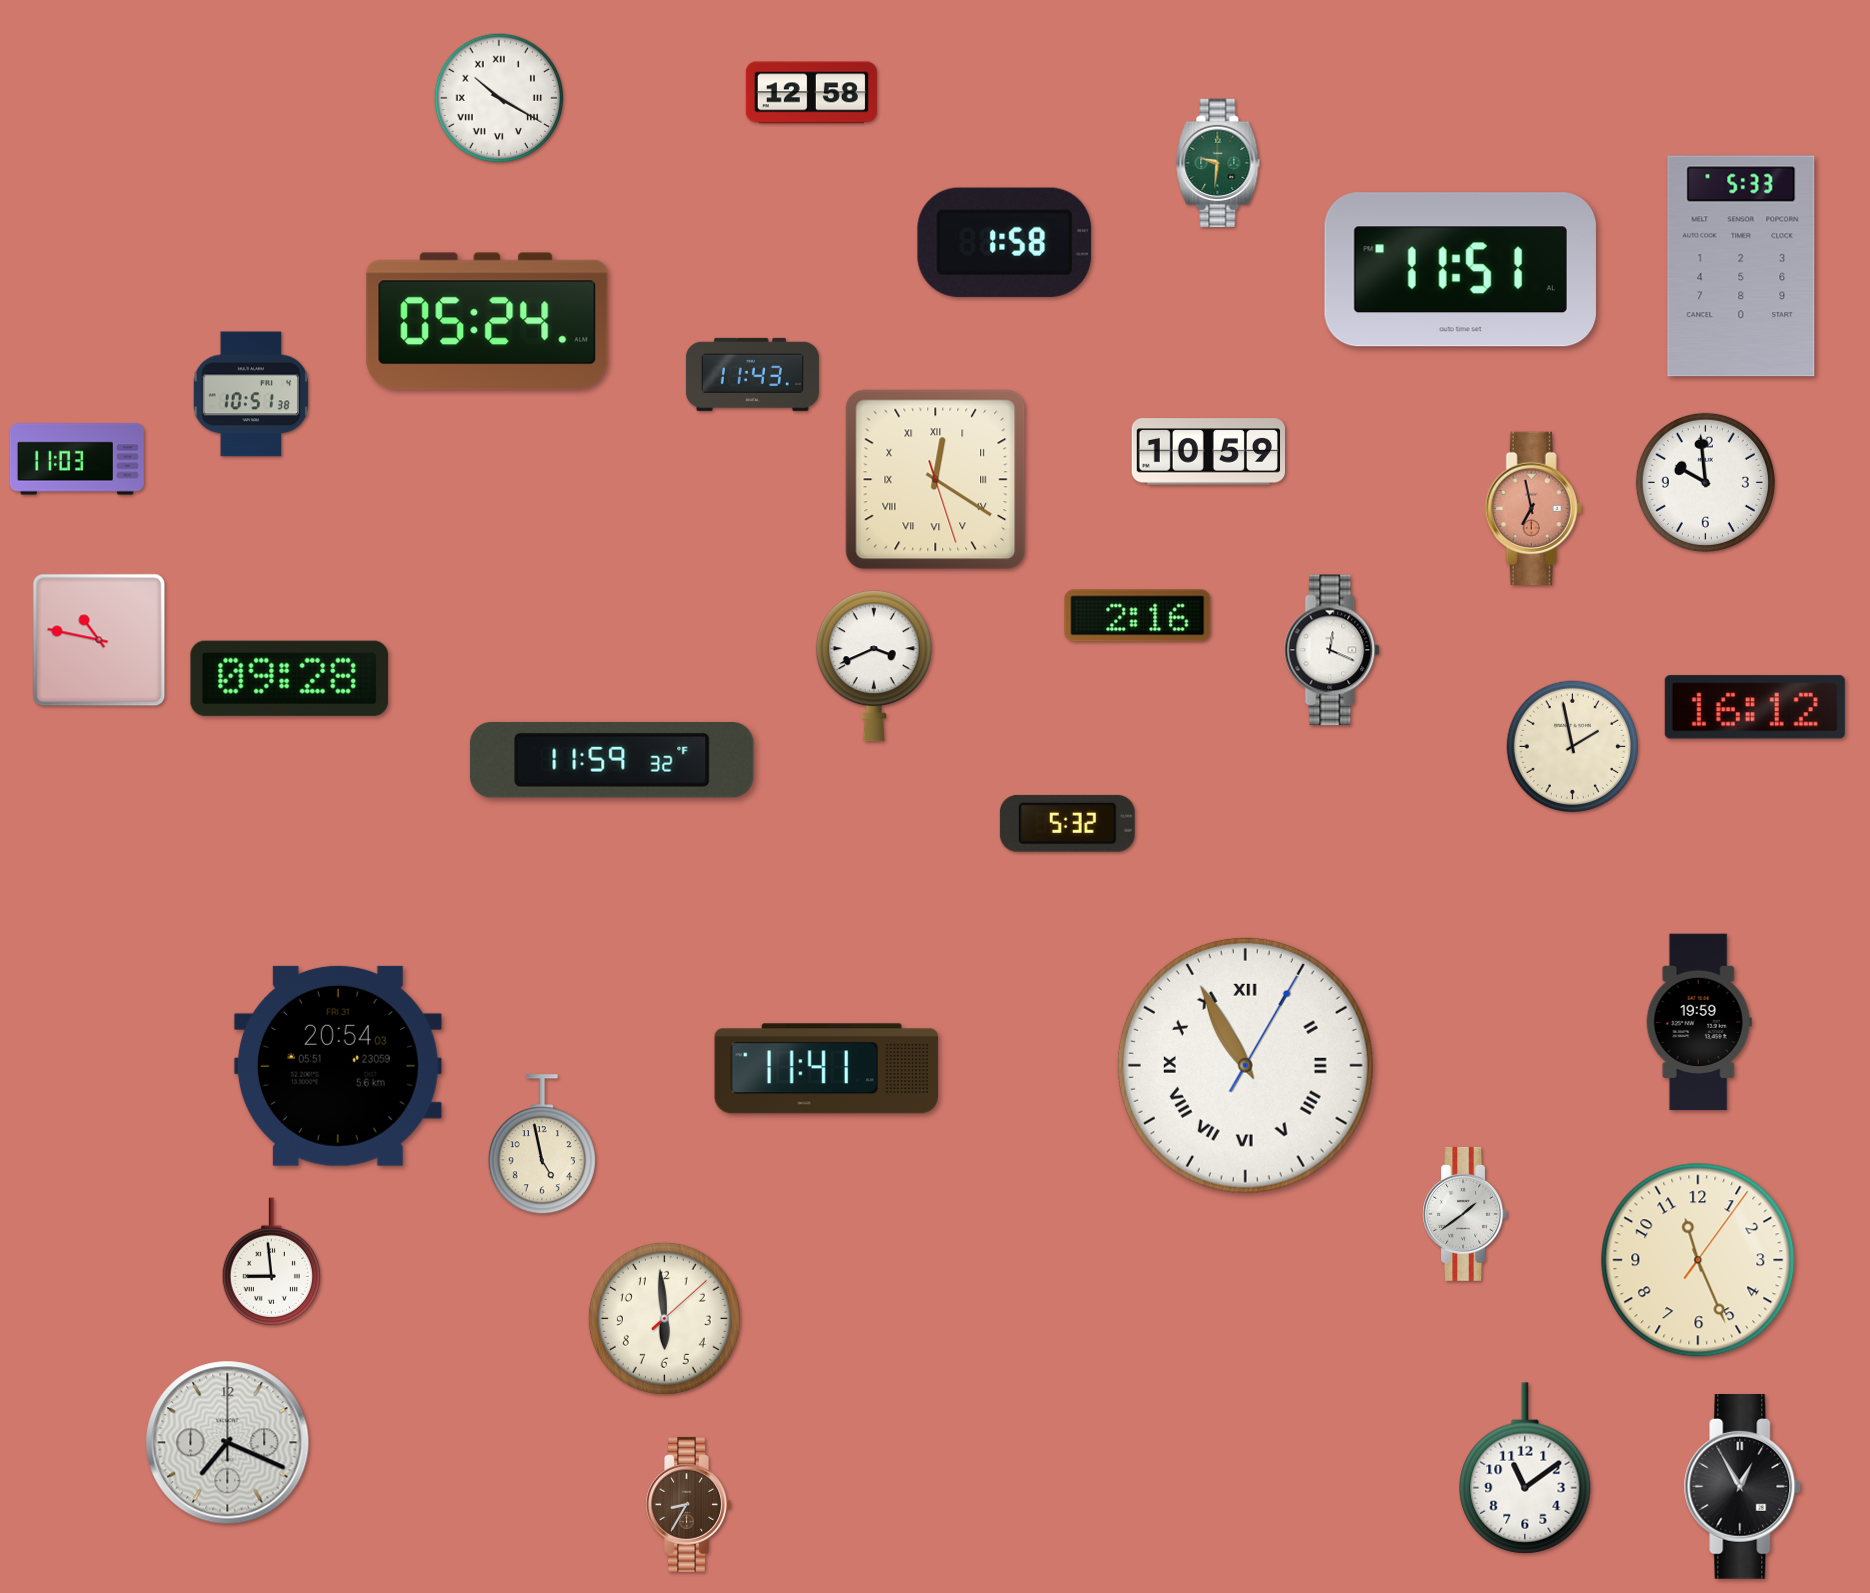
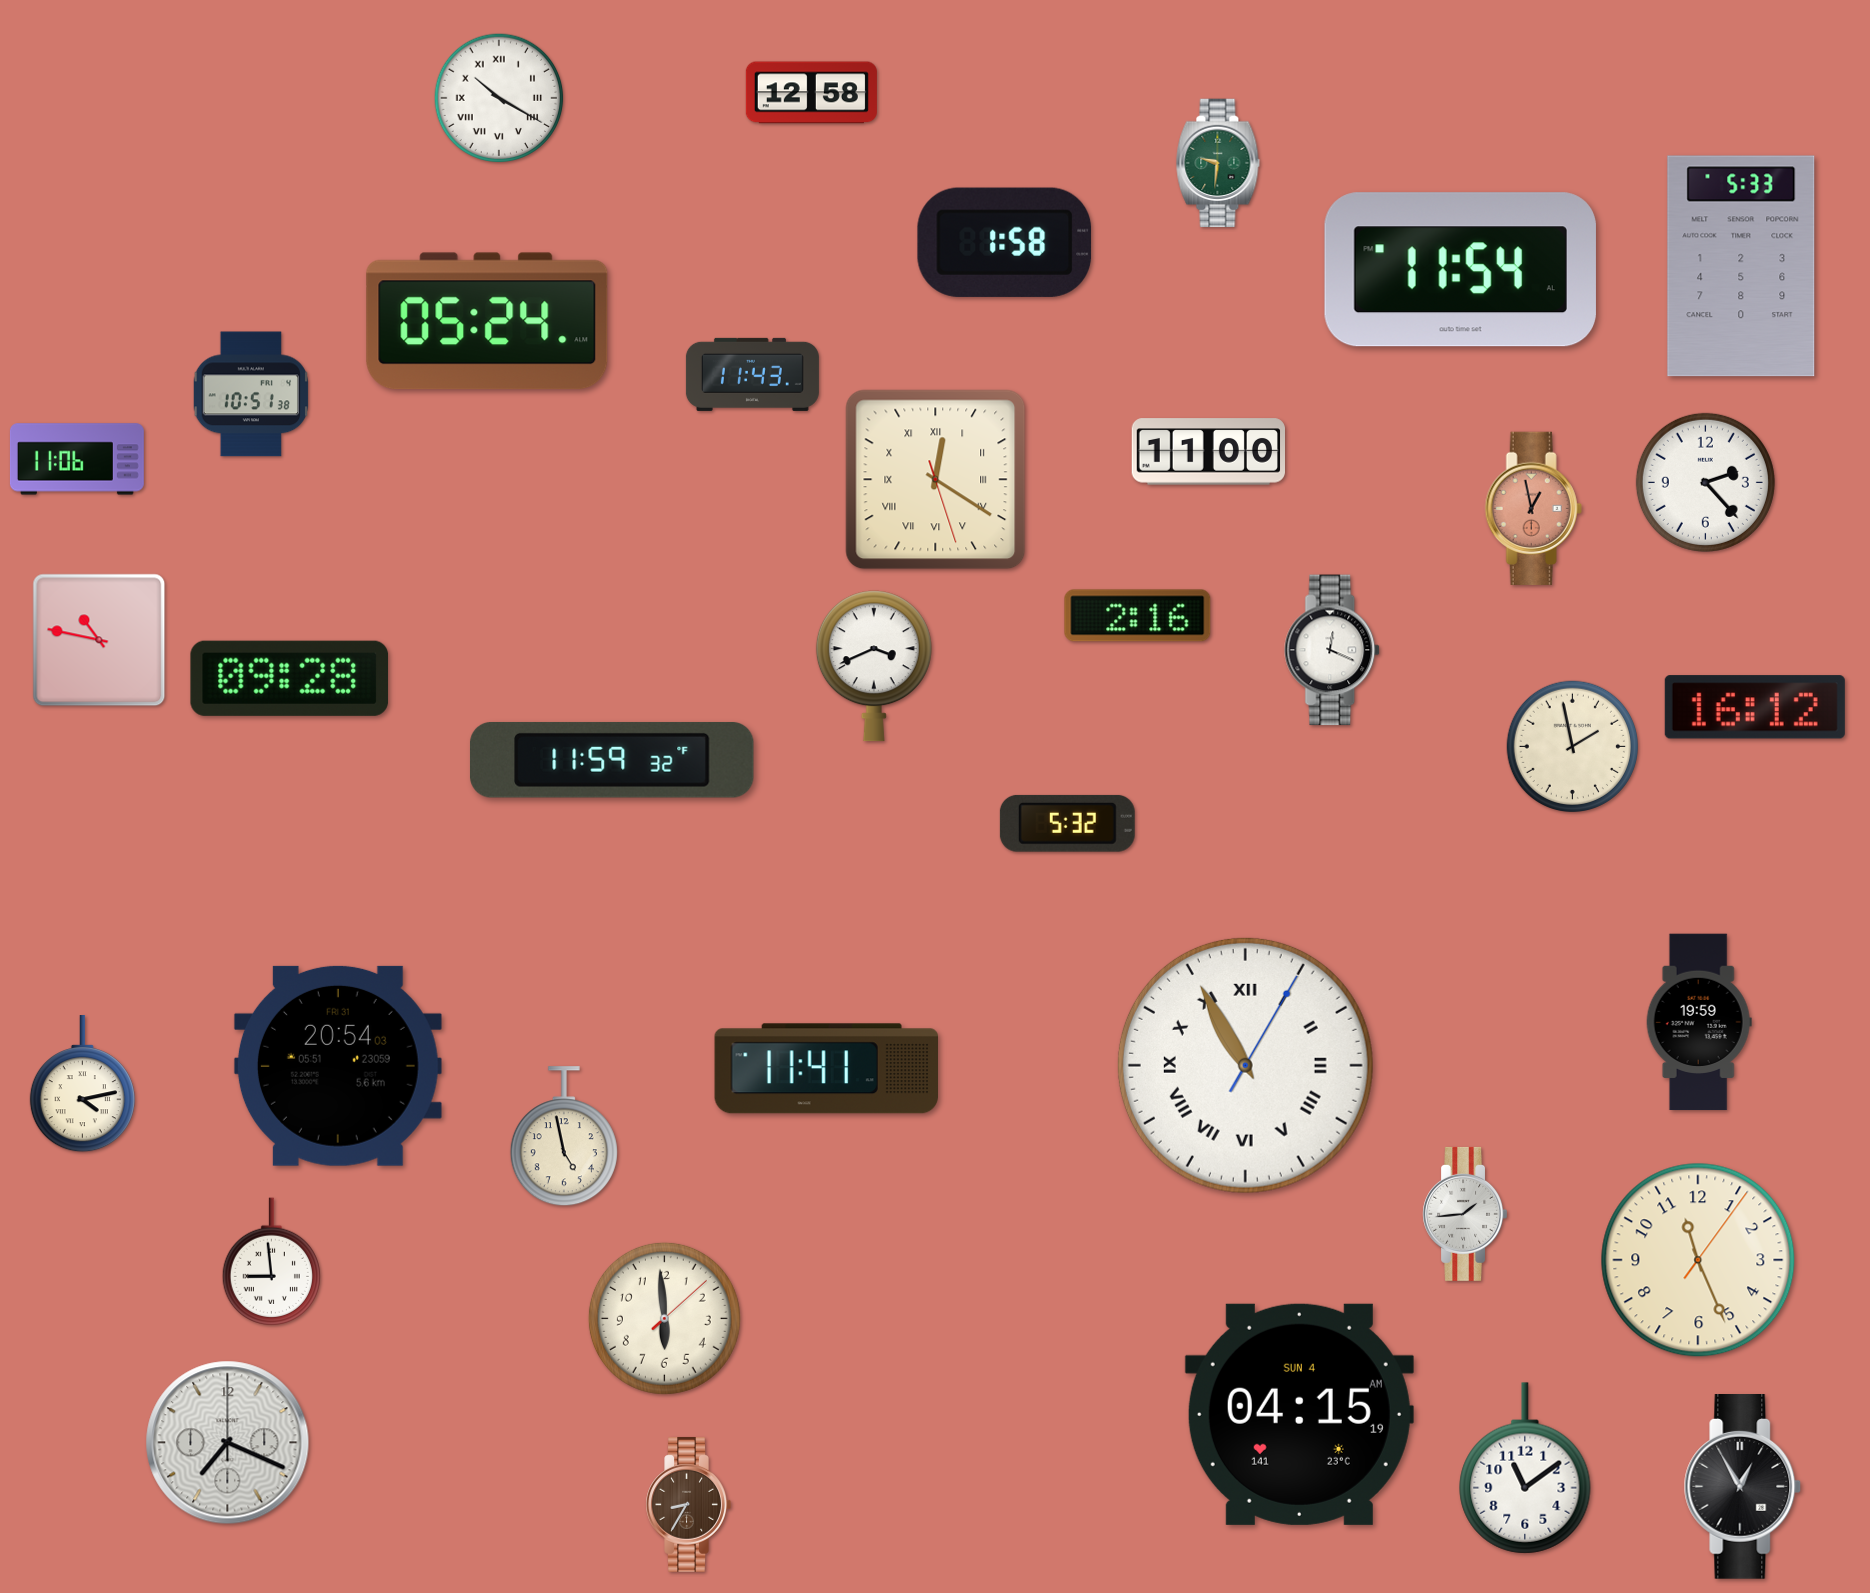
clock at (1460, 270): 11:51 -> 11:54
clock at (1208, 452): 10:59 -> 11:00
clock at (77, 459): 11:03 -> 11:06
clock at (1705, 482): 9:59 -> 2:23
clock at (1533, 508): 6:58 -> 12:58
clock at (82, 1084): none -> 4:13
clock at (542, 1145) position: (542, 1145) -> (564, 1137)
clock at (1464, 1214): 1:39 -> 1:44
clock at (1299, 1414): none -> 04:15
